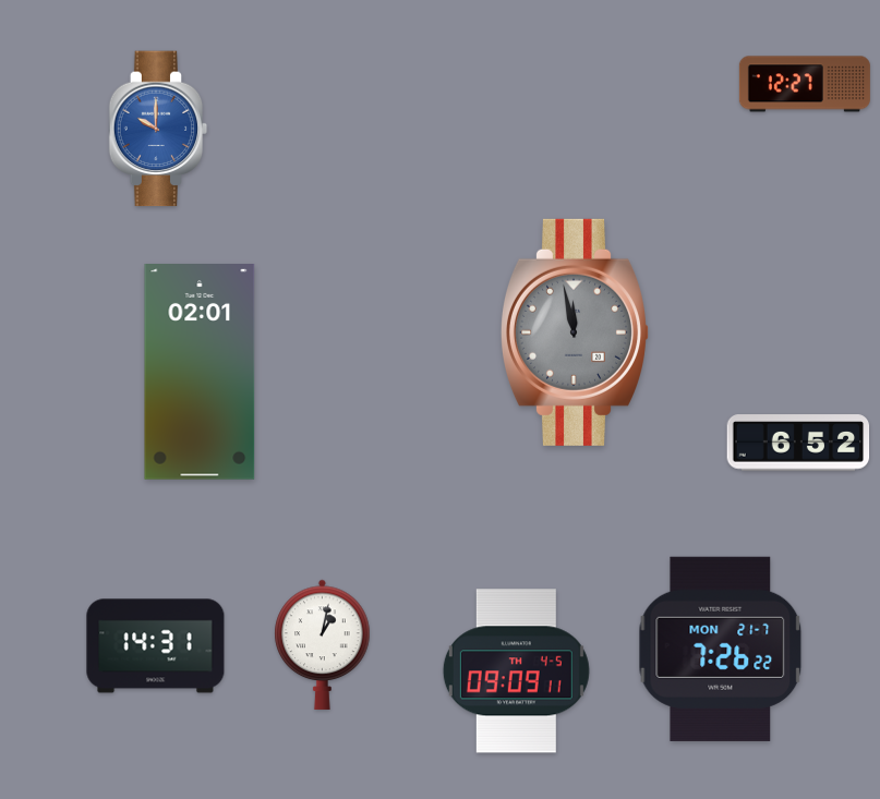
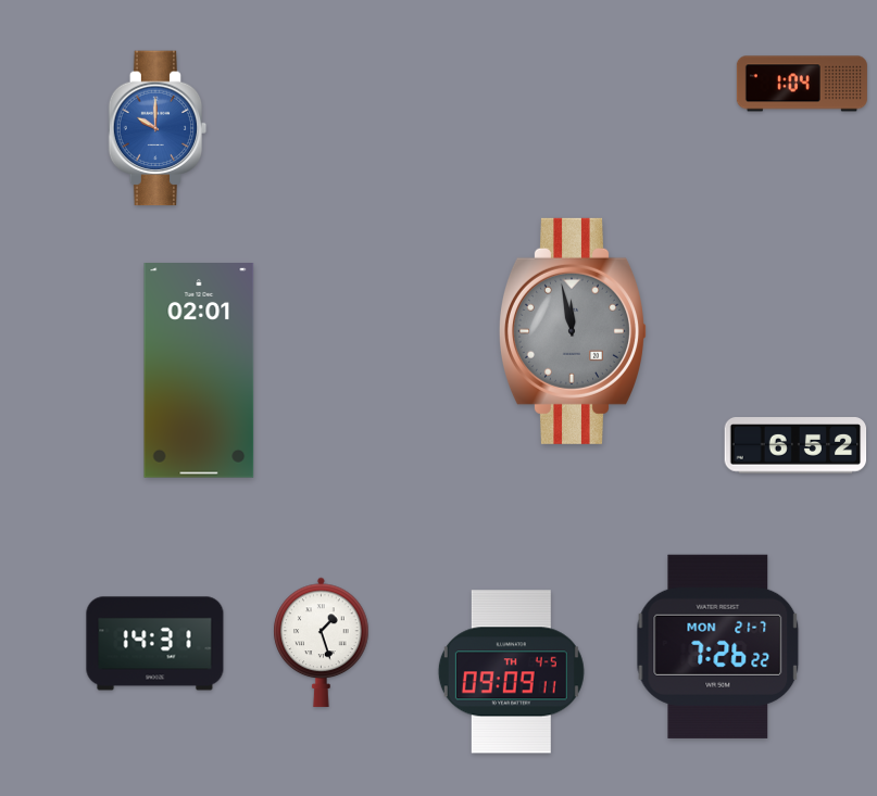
clock at (805, 84): 12:27 -> 1:04
clock at (798, 443) position: (798, 443) -> (795, 445)
clock at (323, 644): 1:02 -> 1:27
clock at (516, 671) position: (516, 671) -> (511, 672)
